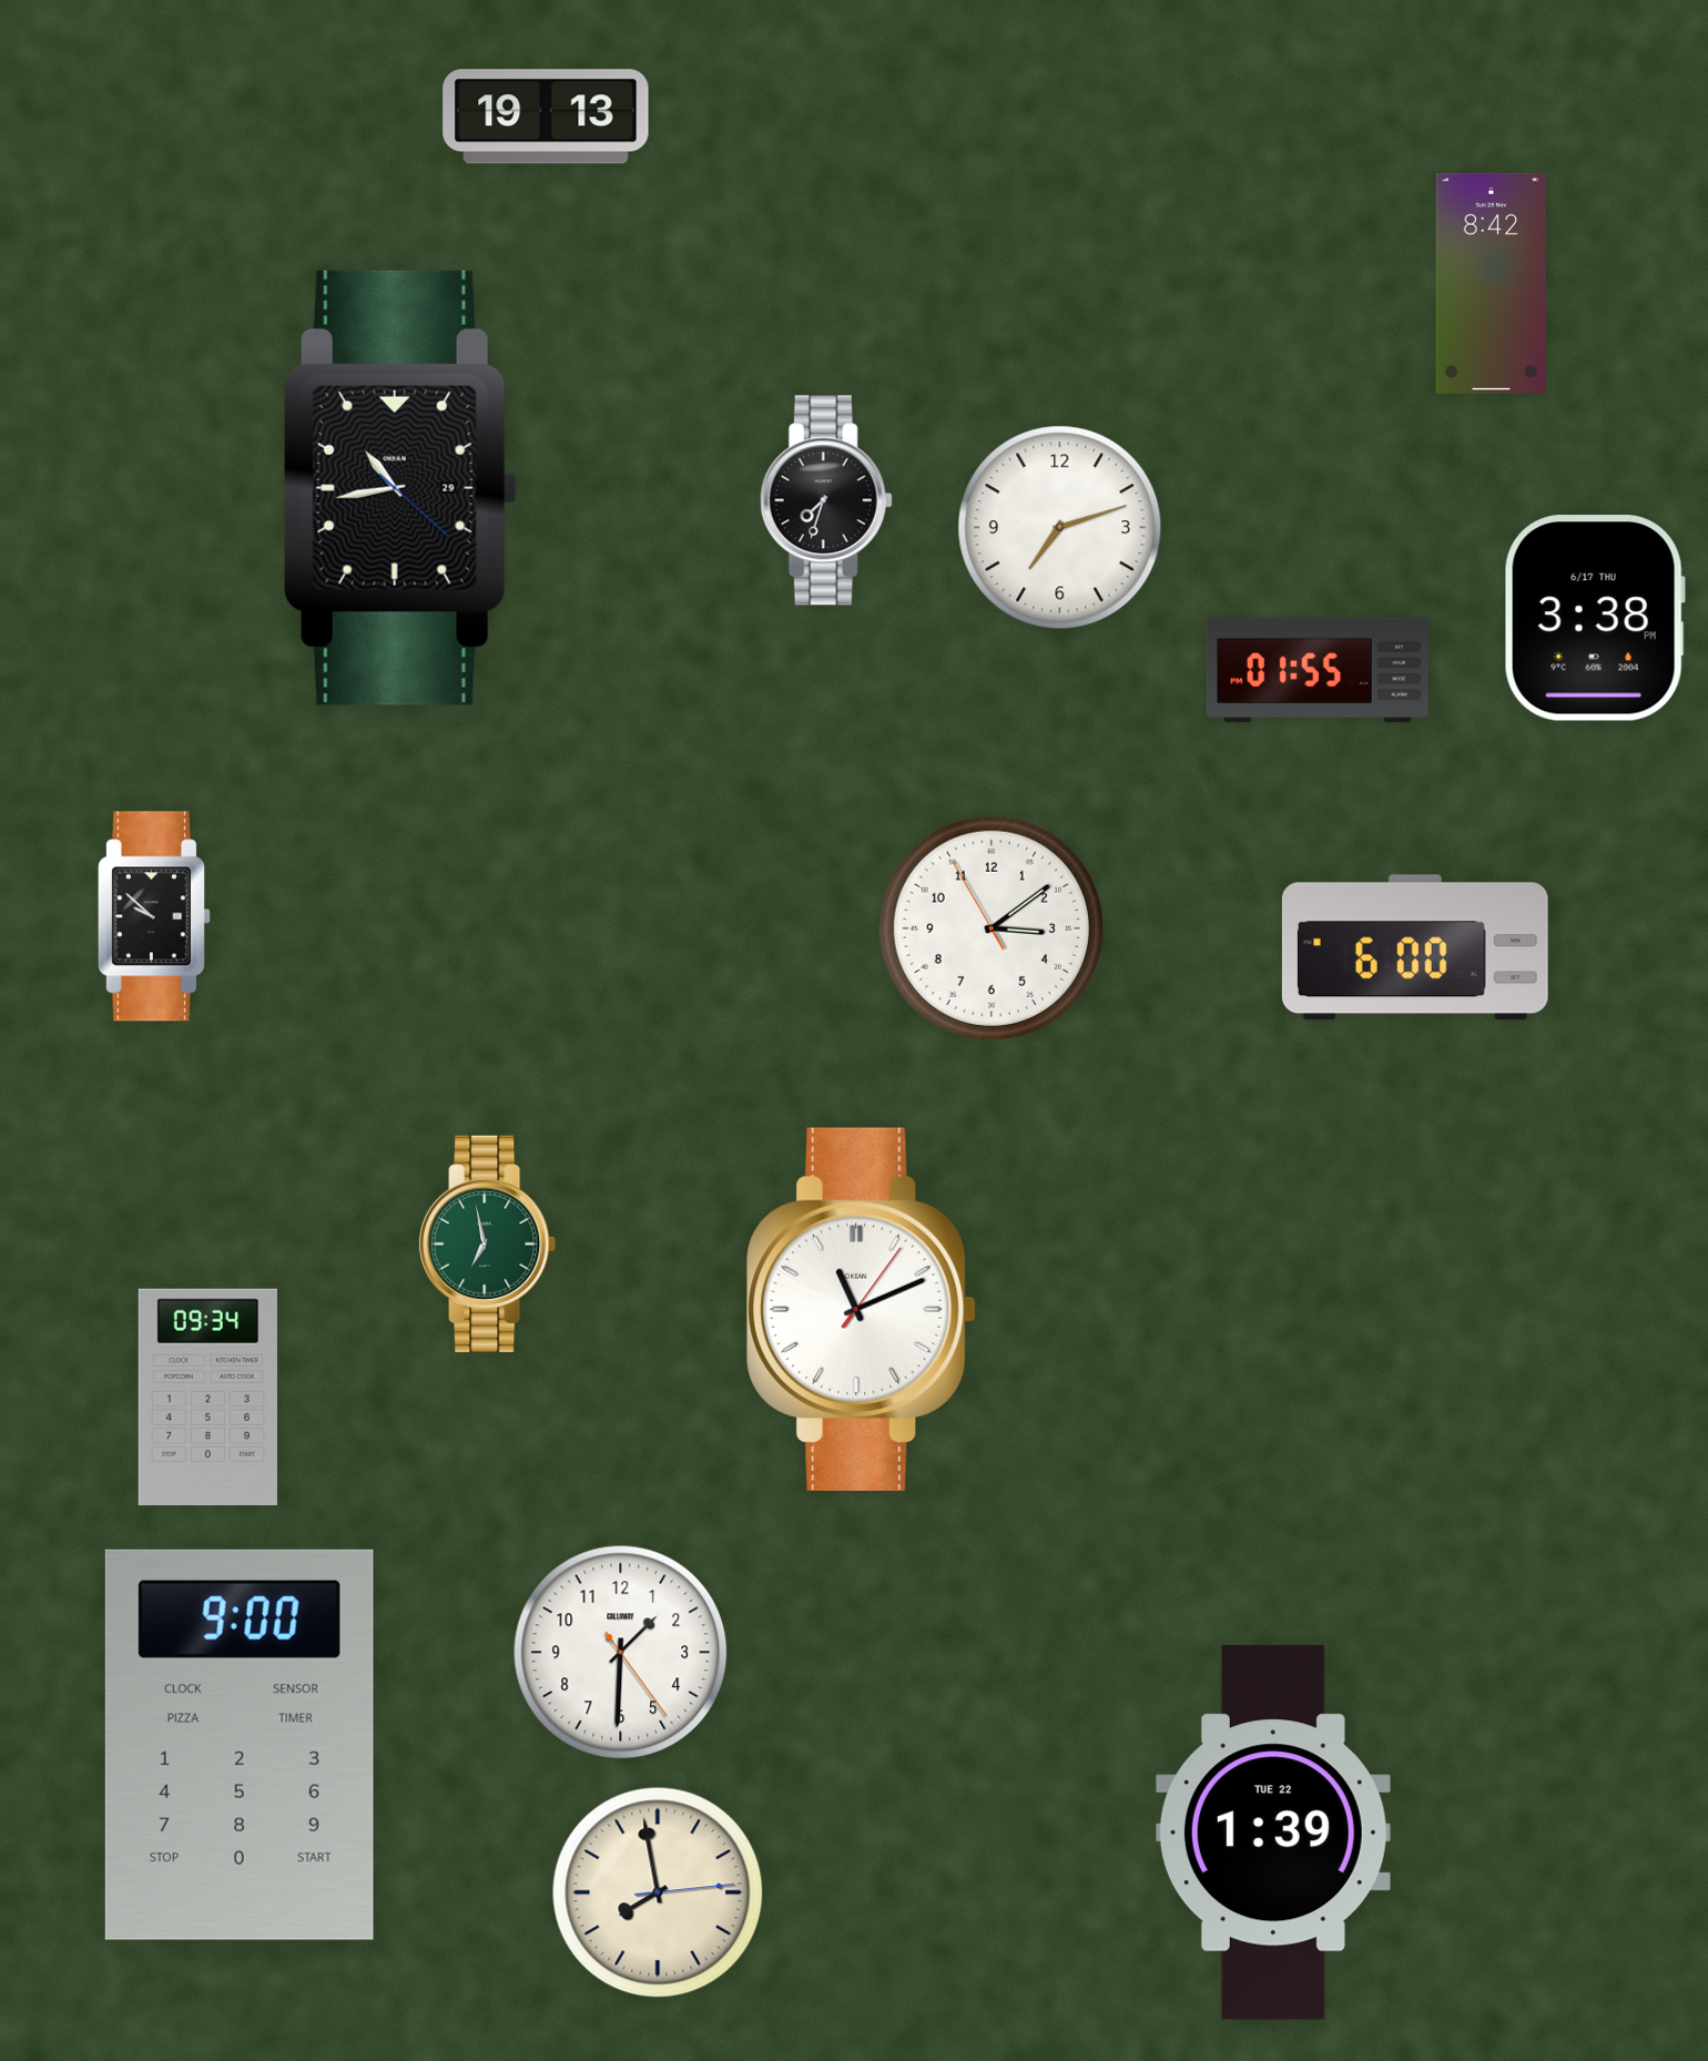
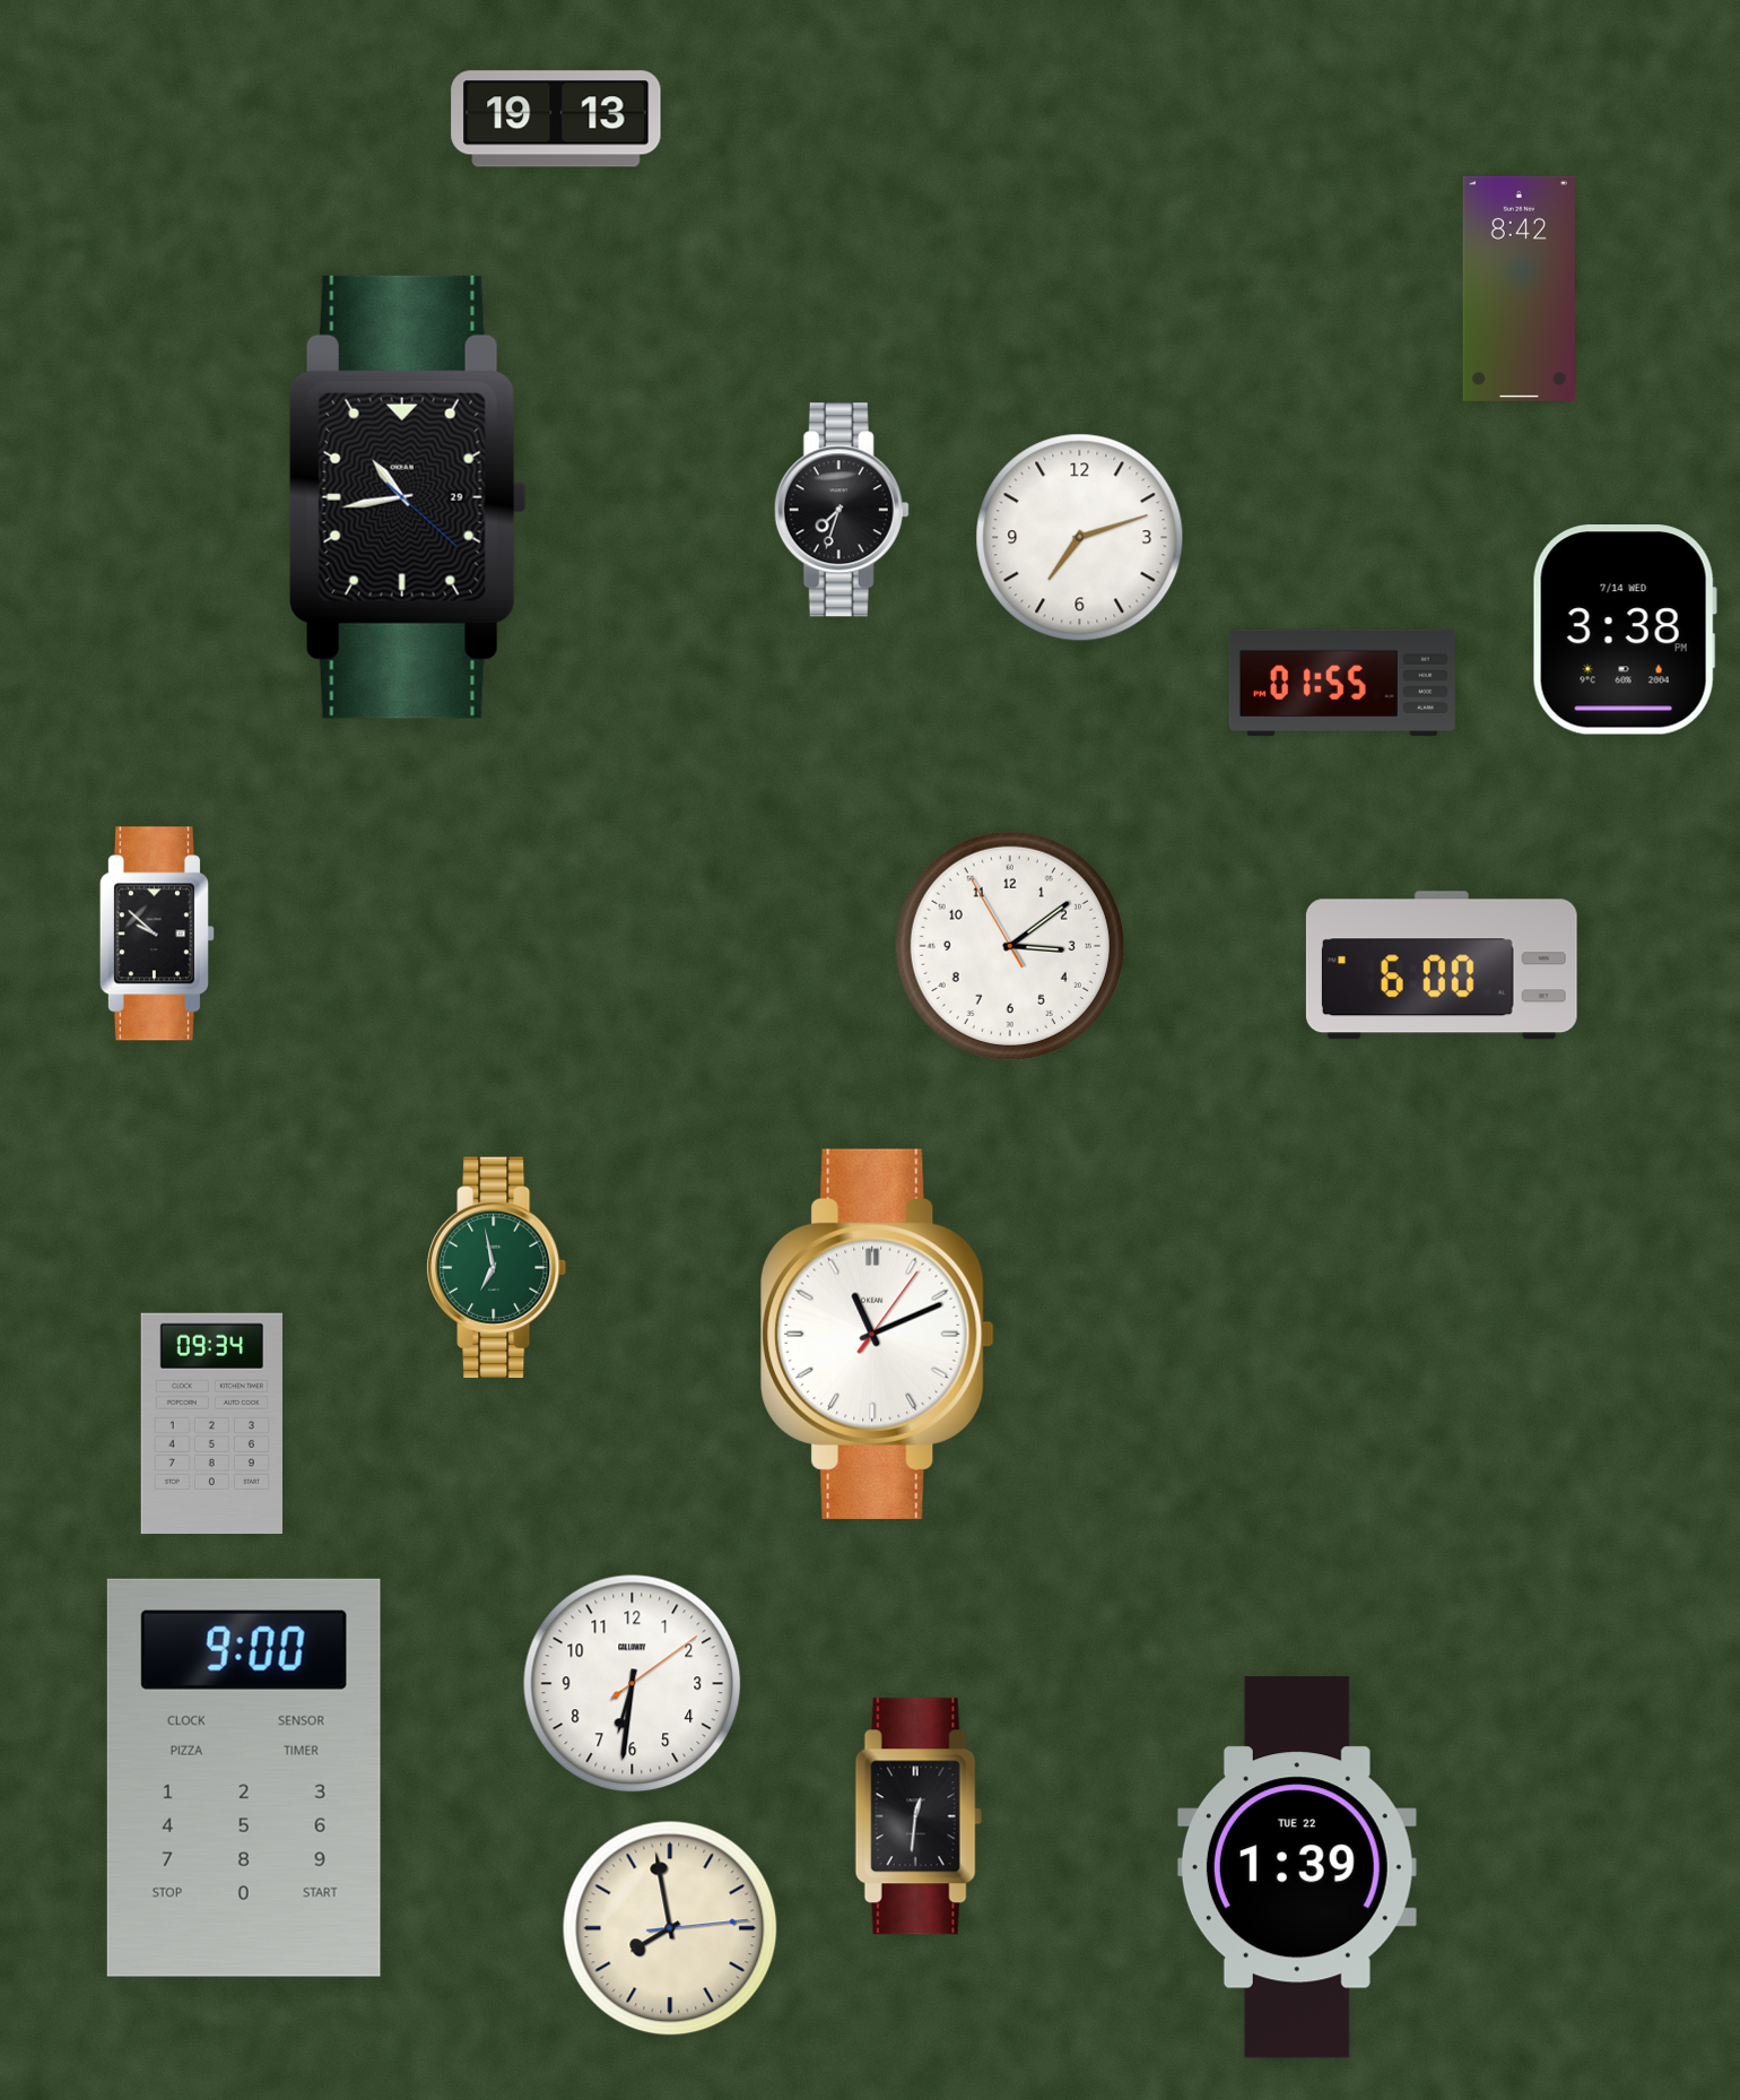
clock at (1595, 618) date: 6/17 THU -> 7/14 WED
clock at (621, 1653): 1:30 -> 6:31
clock at (919, 1816): none -> 12:31
